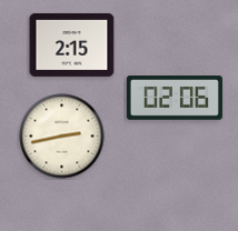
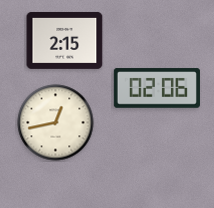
clock at (62, 137): 2:43 -> 12:43
